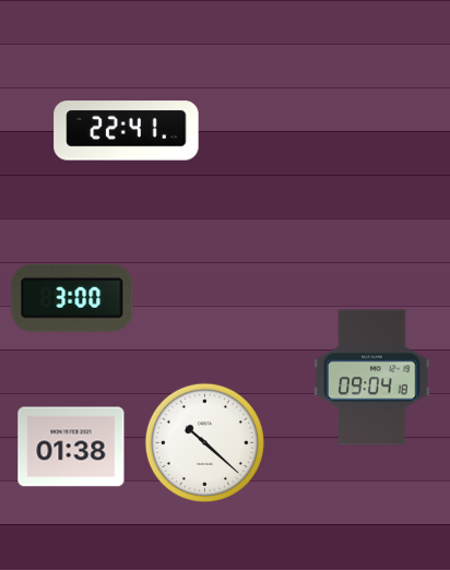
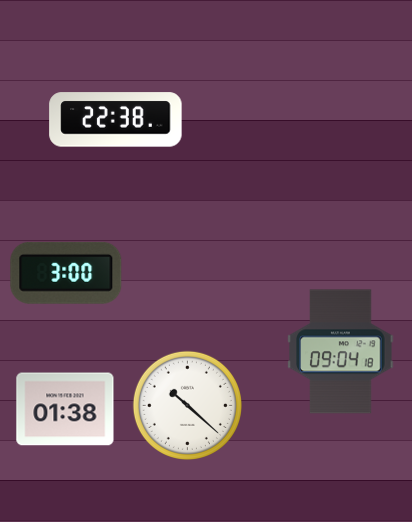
clock at (127, 131): 22:41 -> 22:38
clock at (372, 378) position: (372, 378) -> (341, 352)
